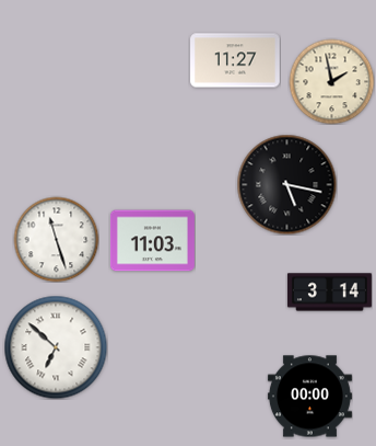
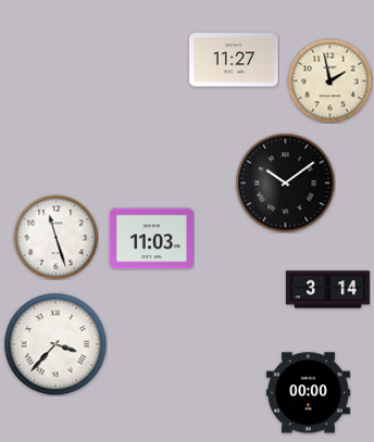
clock at (286, 184): 5:17 -> 10:09
clock at (56, 347): 6:52 -> 3:37
